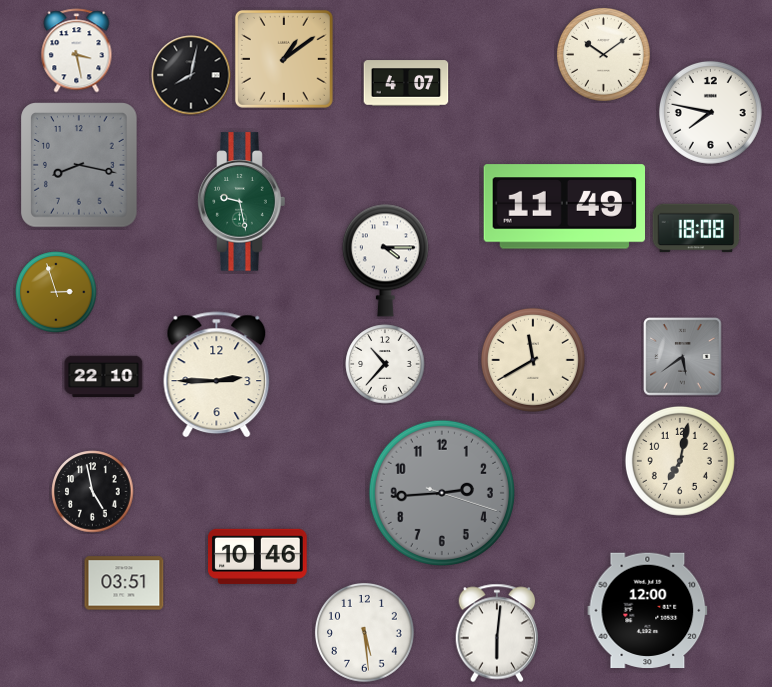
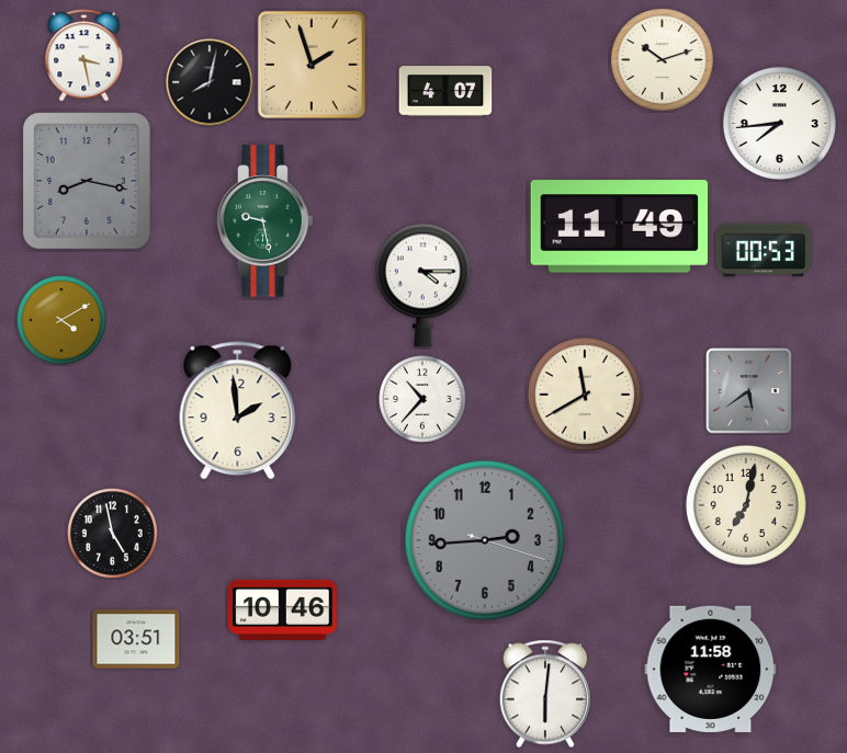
clock at (604, 55): 10:09 -> 10:12
clock at (284, 59): 1:09 -> 1:57
clock at (710, 112): 7:47 -> 7:44
clock at (696, 228): 18:08 -> 00:53
clock at (56, 292): 2:57 -> 4:10
clock at (217, 375): 2:45 -> 1:59
clock at (104, 377): 22:10 -> none
clock at (93, 492) position: (93, 492) -> (113, 534)
clock at (648, 611): 12:00 -> 11:58
clock at (364, 632): 5:29 -> none
